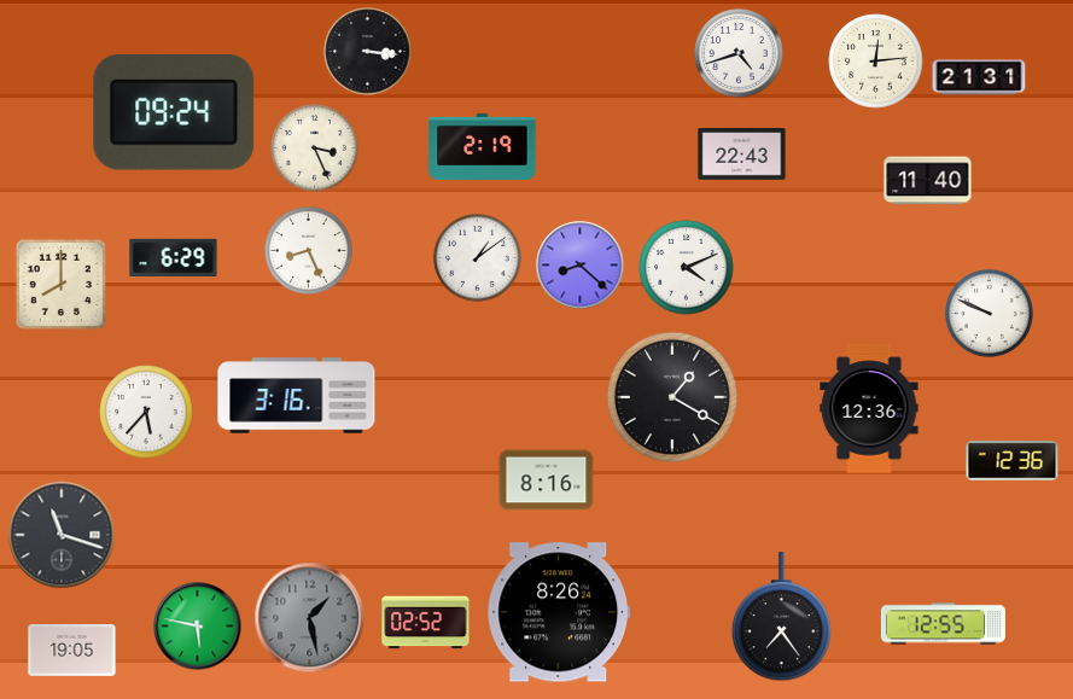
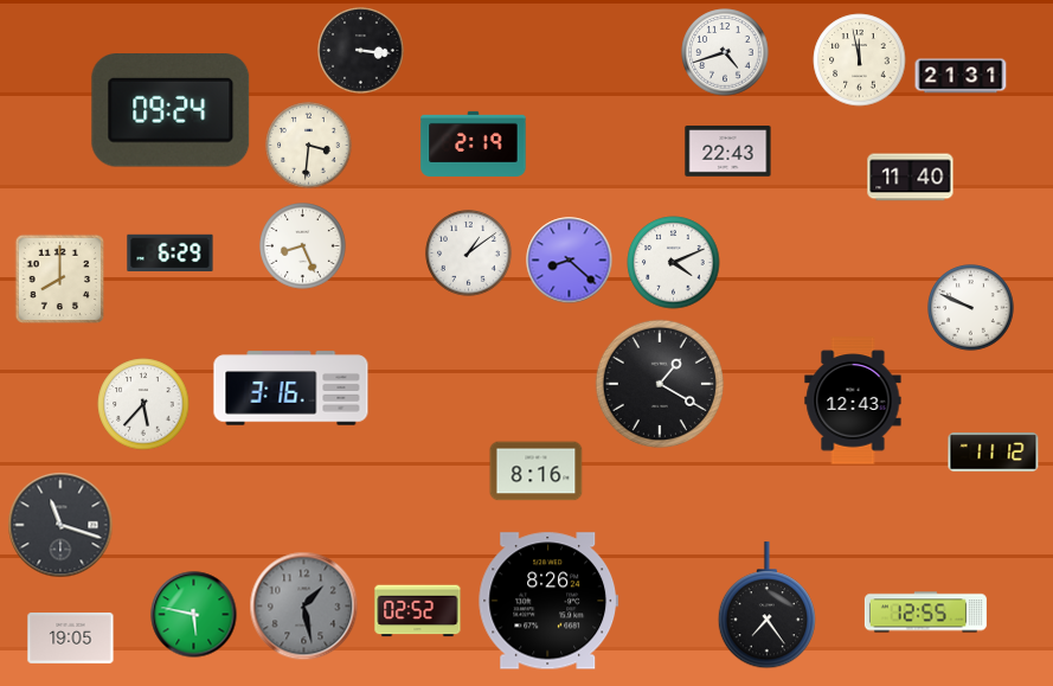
clock at (876, 62): 12:14 -> 11:58
clock at (315, 148): 3:26 -> 3:31
clock at (672, 397) position: (672, 397) -> (660, 384)
clock at (869, 408): 12:36 -> 12:43
clock at (1013, 461): 12:36 -> 11:12
